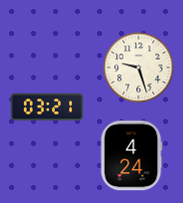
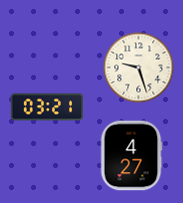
clock at (131, 156): 4:24 -> 4:27
